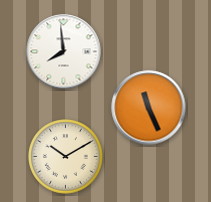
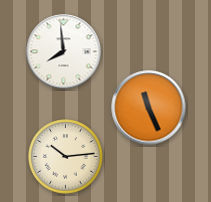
clock at (66, 157): 10:10 -> 10:14
